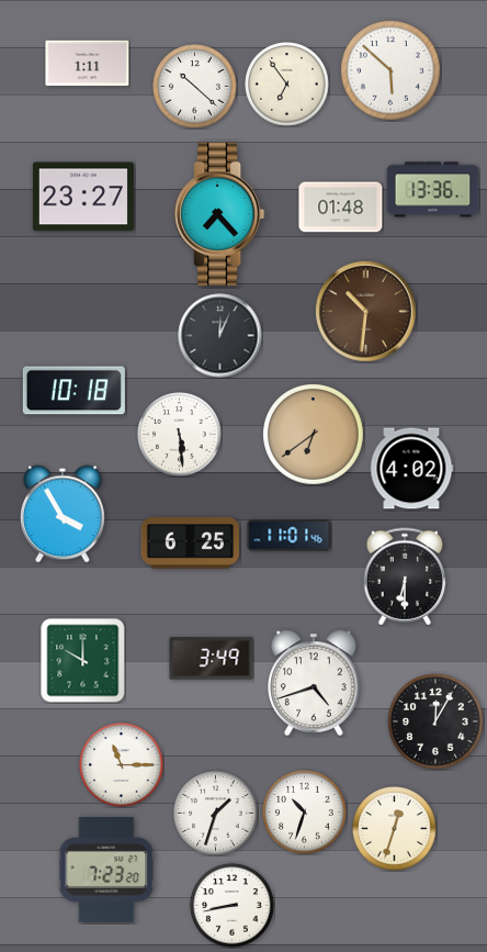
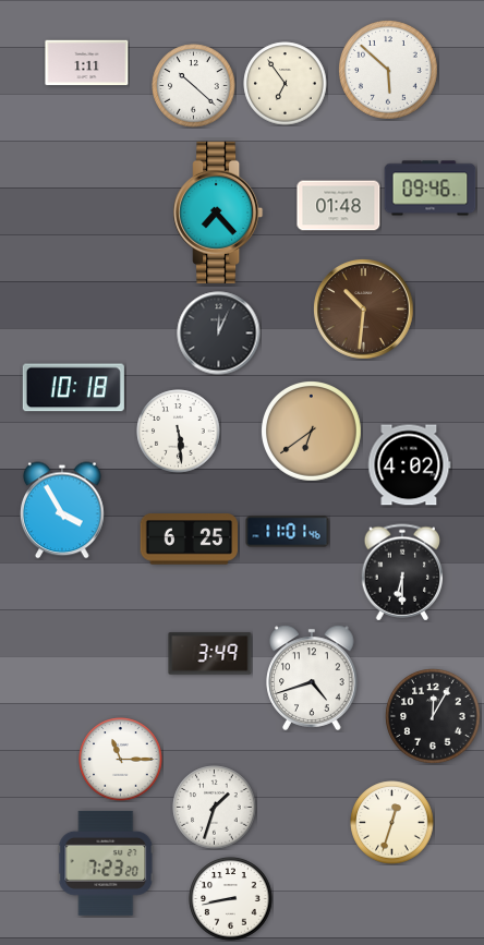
clock at (433, 190): 13:36 -> 09:46
clock at (83, 197): 23:27 -> none
clock at (83, 661): 10:00 -> none
clock at (305, 813): 10:33 -> none
